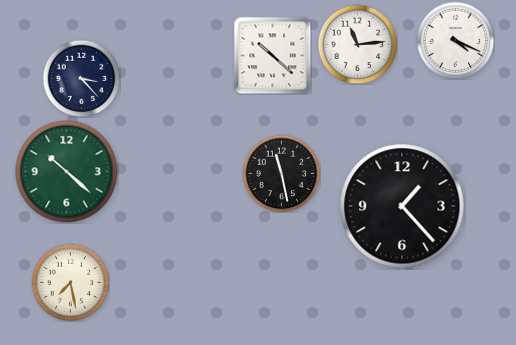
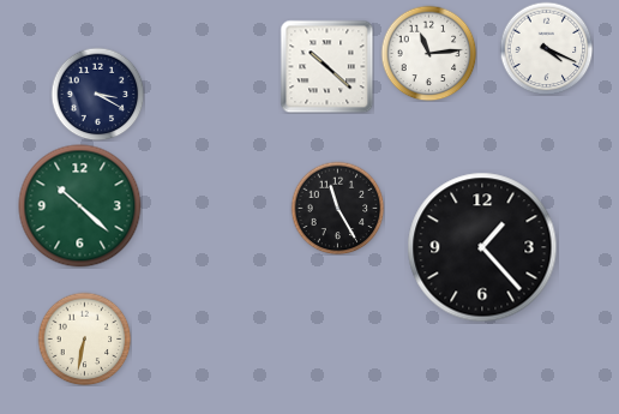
clock at (81, 78): 3:23 -> 3:20
clock at (281, 173): 11:28 -> 11:25
clock at (70, 282): 7:28 -> 6:32
